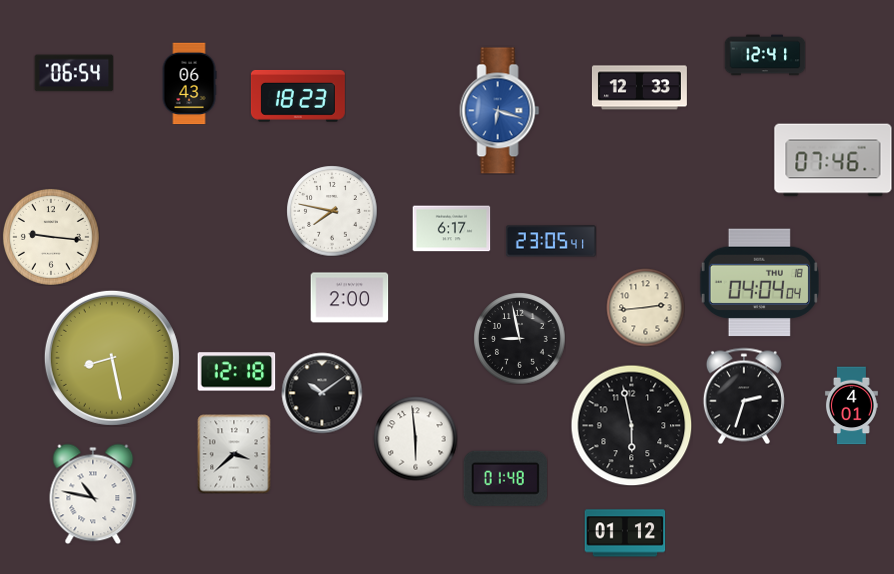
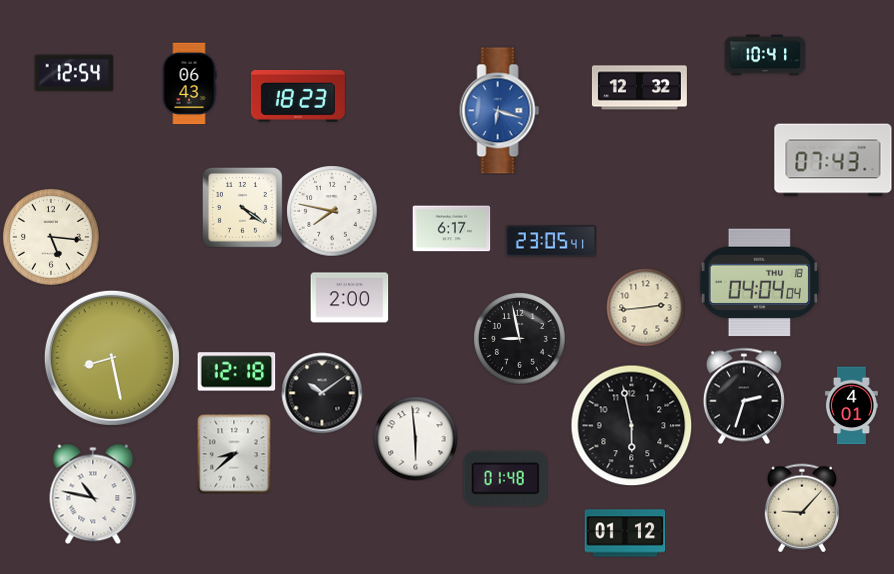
clock at (765, 55): 12:41 -> 10:41
clock at (74, 73): 06:54 -> 12:54
clock at (639, 88): 12:33 -> 12:32
clock at (833, 160): 07:46 -> 07:43
clock at (242, 207): none -> 4:21
clock at (51, 237): 9:16 -> 5:16
clock at (234, 454): 3:38 -> 8:38
clock at (802, 508): none -> 9:07
